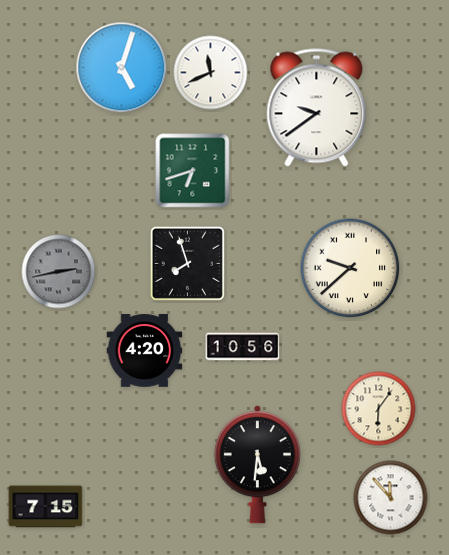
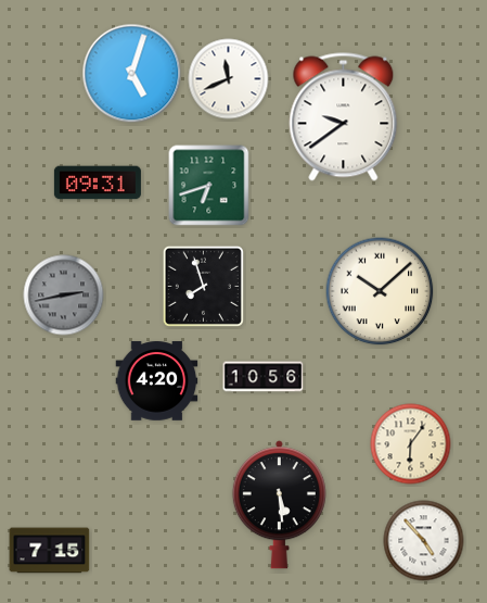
clock at (98, 183): none -> 09:31
clock at (350, 268): 9:38 -> 10:08
clock at (257, 465): 5:31 -> 5:29
clock at (391, 498): 11:53 -> 4:53
